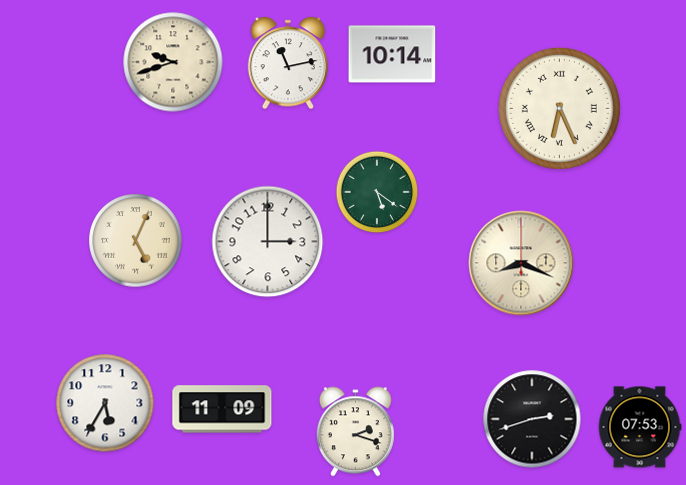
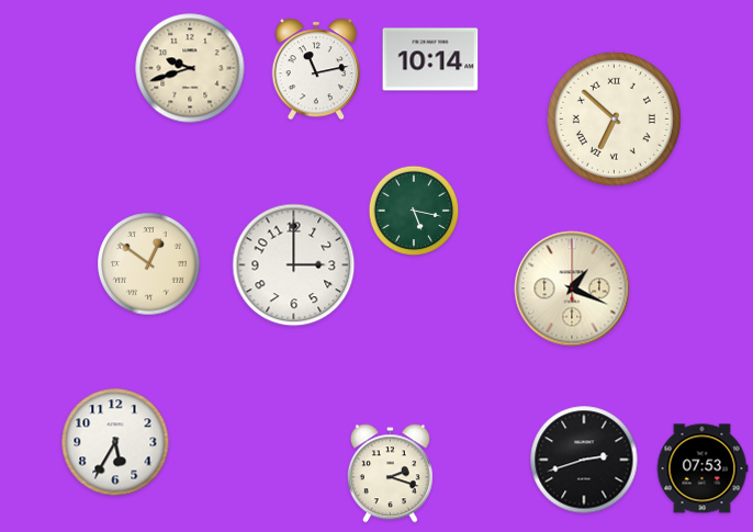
clock at (559, 108): 6:26 -> 6:52
clock at (377, 192): 5:21 -> 5:17
clock at (136, 241): 5:04 -> 12:51
clock at (521, 263): 8:19 -> 1:19
clock at (222, 409): 11:09 -> none
